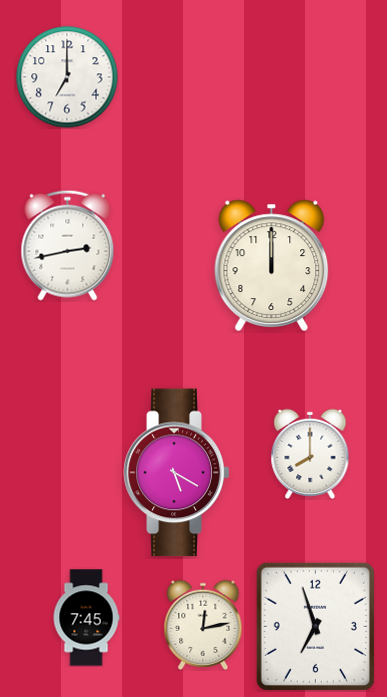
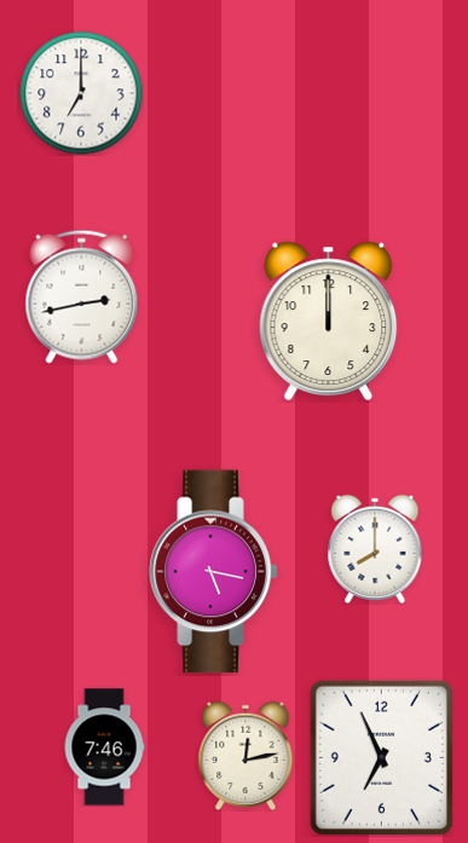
clock at (177, 473): 5:20 -> 5:17
clock at (86, 618): 7:45 -> 7:46
clock at (315, 626): 6:57 -> 6:56
